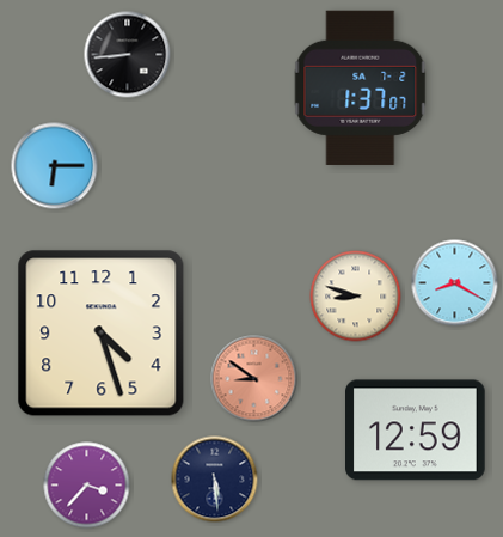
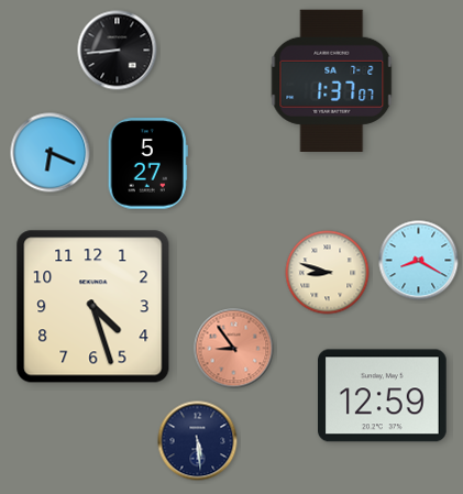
clock at (55, 166): 6:15 -> 6:19
clock at (147, 164): none -> 5:27
clock at (254, 379): 8:51 -> 8:54
clock at (87, 486): 3:37 -> none
